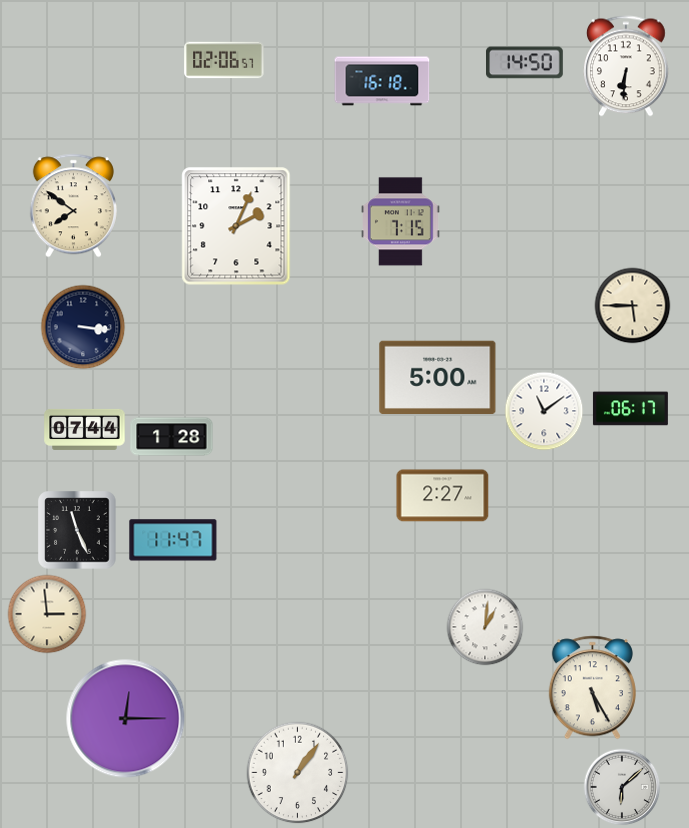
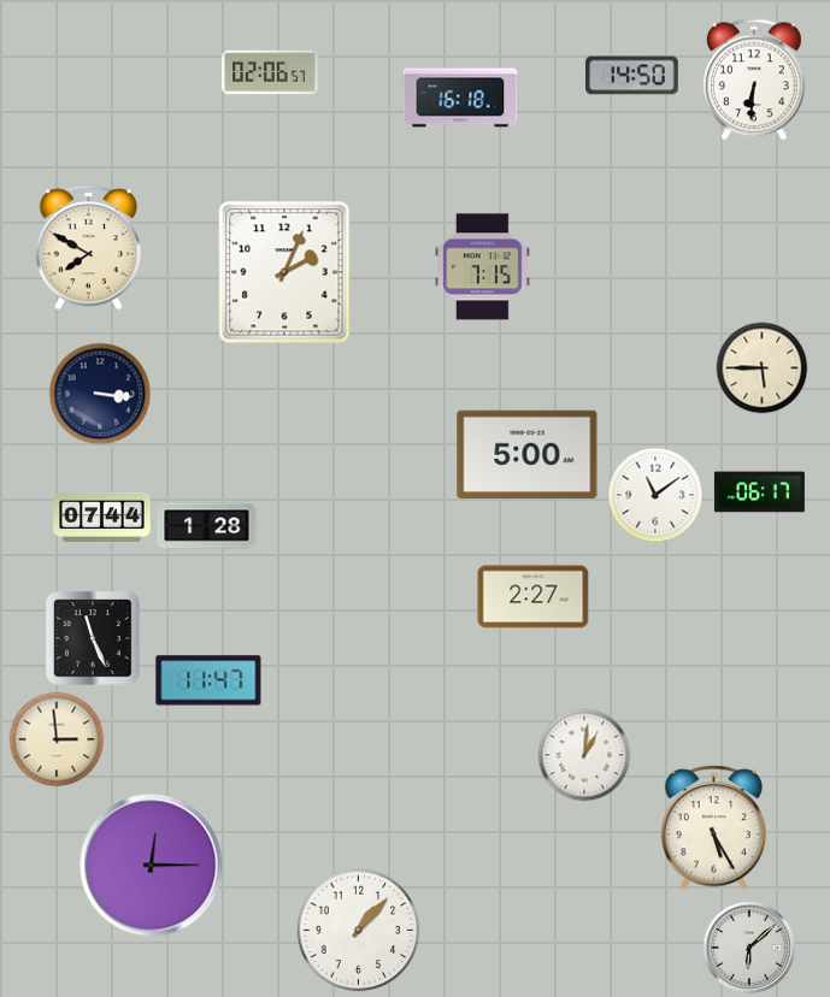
clock at (73, 206): 7:51 -> 7:50
clock at (173, 540) position: (173, 540) -> (208, 680)
clock at (298, 773): 1:06 -> 1:07
